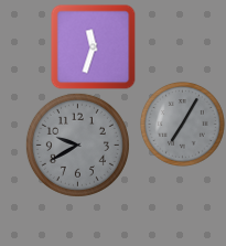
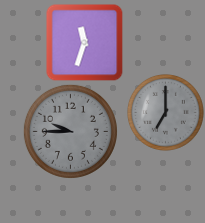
clock at (183, 125): 7:05 -> 7:00
clock at (77, 145): 9:40 -> 9:45
